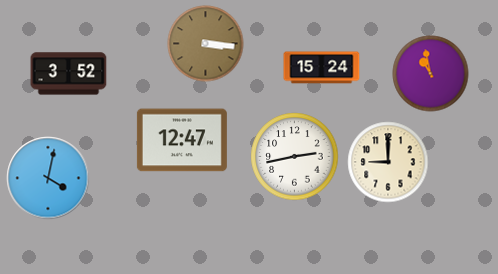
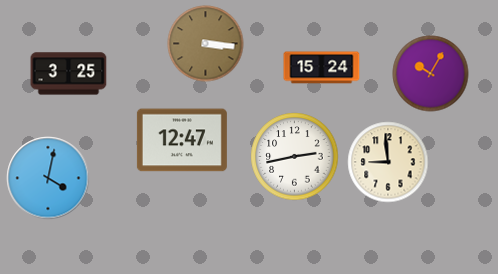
clock at (69, 74): 3:52 -> 3:25
clock at (431, 74): 10:58 -> 10:05
clock at (388, 162): 9:00 -> 8:59
